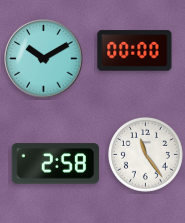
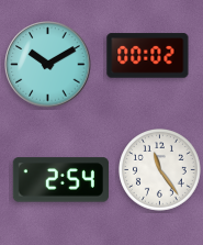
clock at (135, 51): 00:00 -> 00:02
clock at (55, 164): 2:58 -> 2:54
